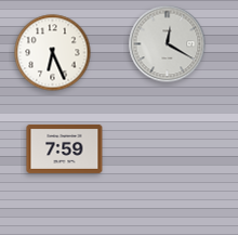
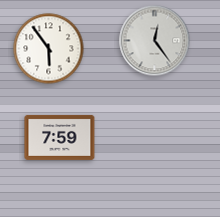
clock at (168, 44): 12:20 -> 12:24
clock at (53, 53): 6:26 -> 5:54
